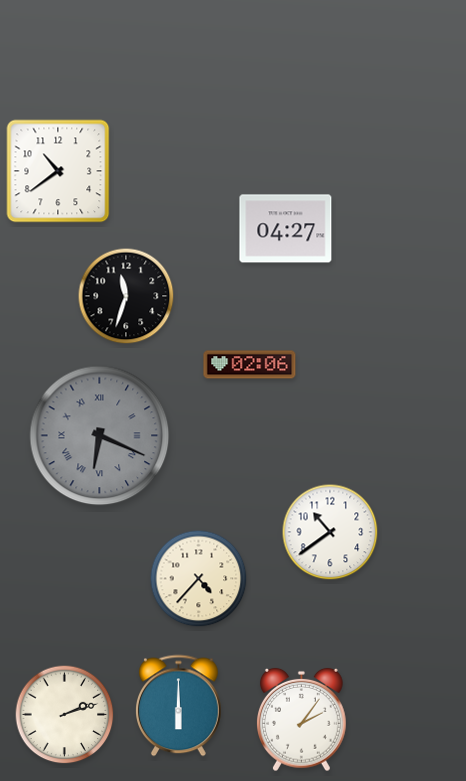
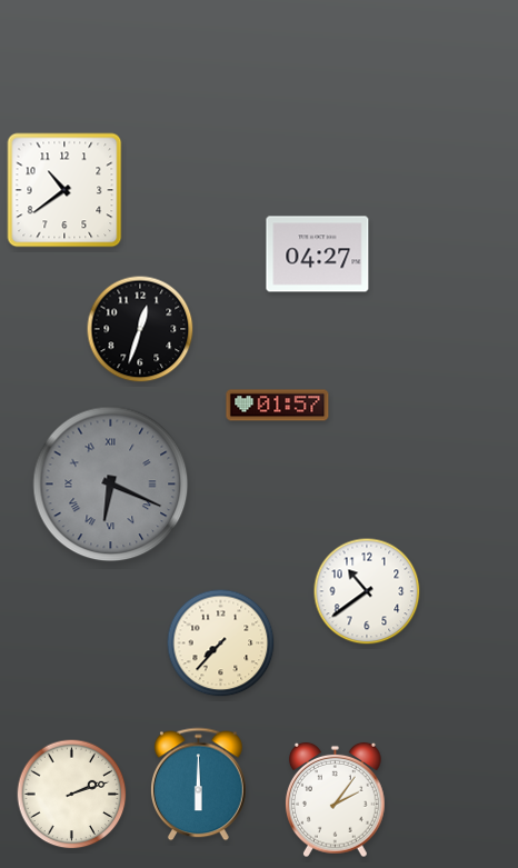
clock at (126, 296): 11:33 -> 12:33
clock at (250, 365): 02:06 -> 01:57
clock at (199, 579): 4:37 -> 7:37
